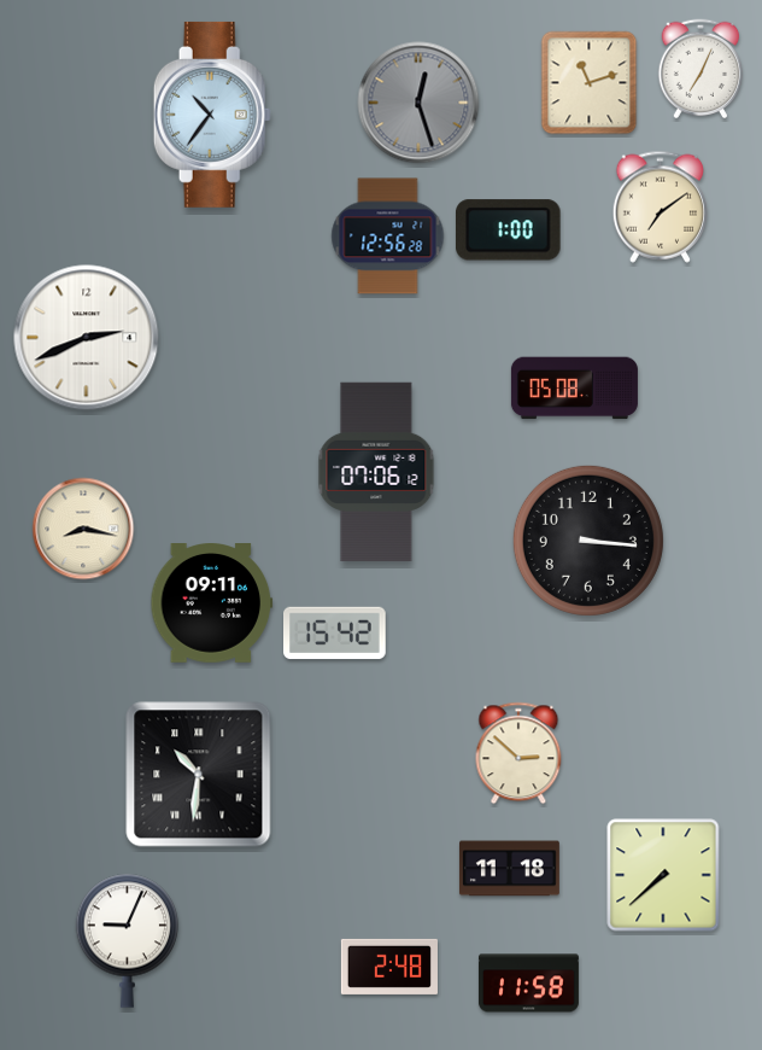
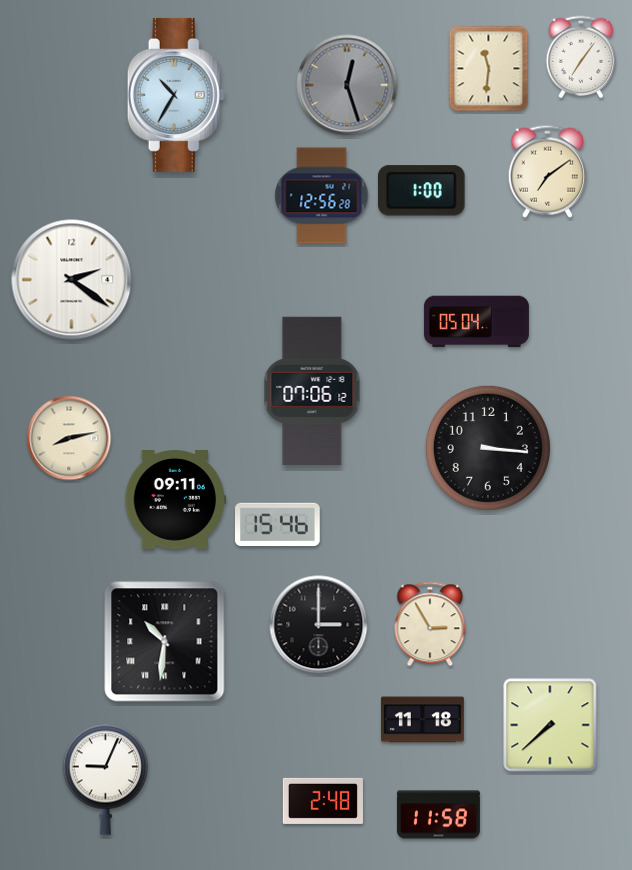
clock at (701, 69): 7:04 -> 7:06
clock at (590, 83): 11:12 -> 11:31
clock at (212, 115): 10:36 -> 10:35
clock at (87, 338): 2:41 -> 2:21
clock at (574, 389): 05:08 -> 05:04
clock at (83, 529): 8:17 -> 8:13
clock at (335, 634): 15:42 -> 15:46
clock at (518, 753): 2:52 -> 2:55
clock at (319, 625): none -> 3:00
